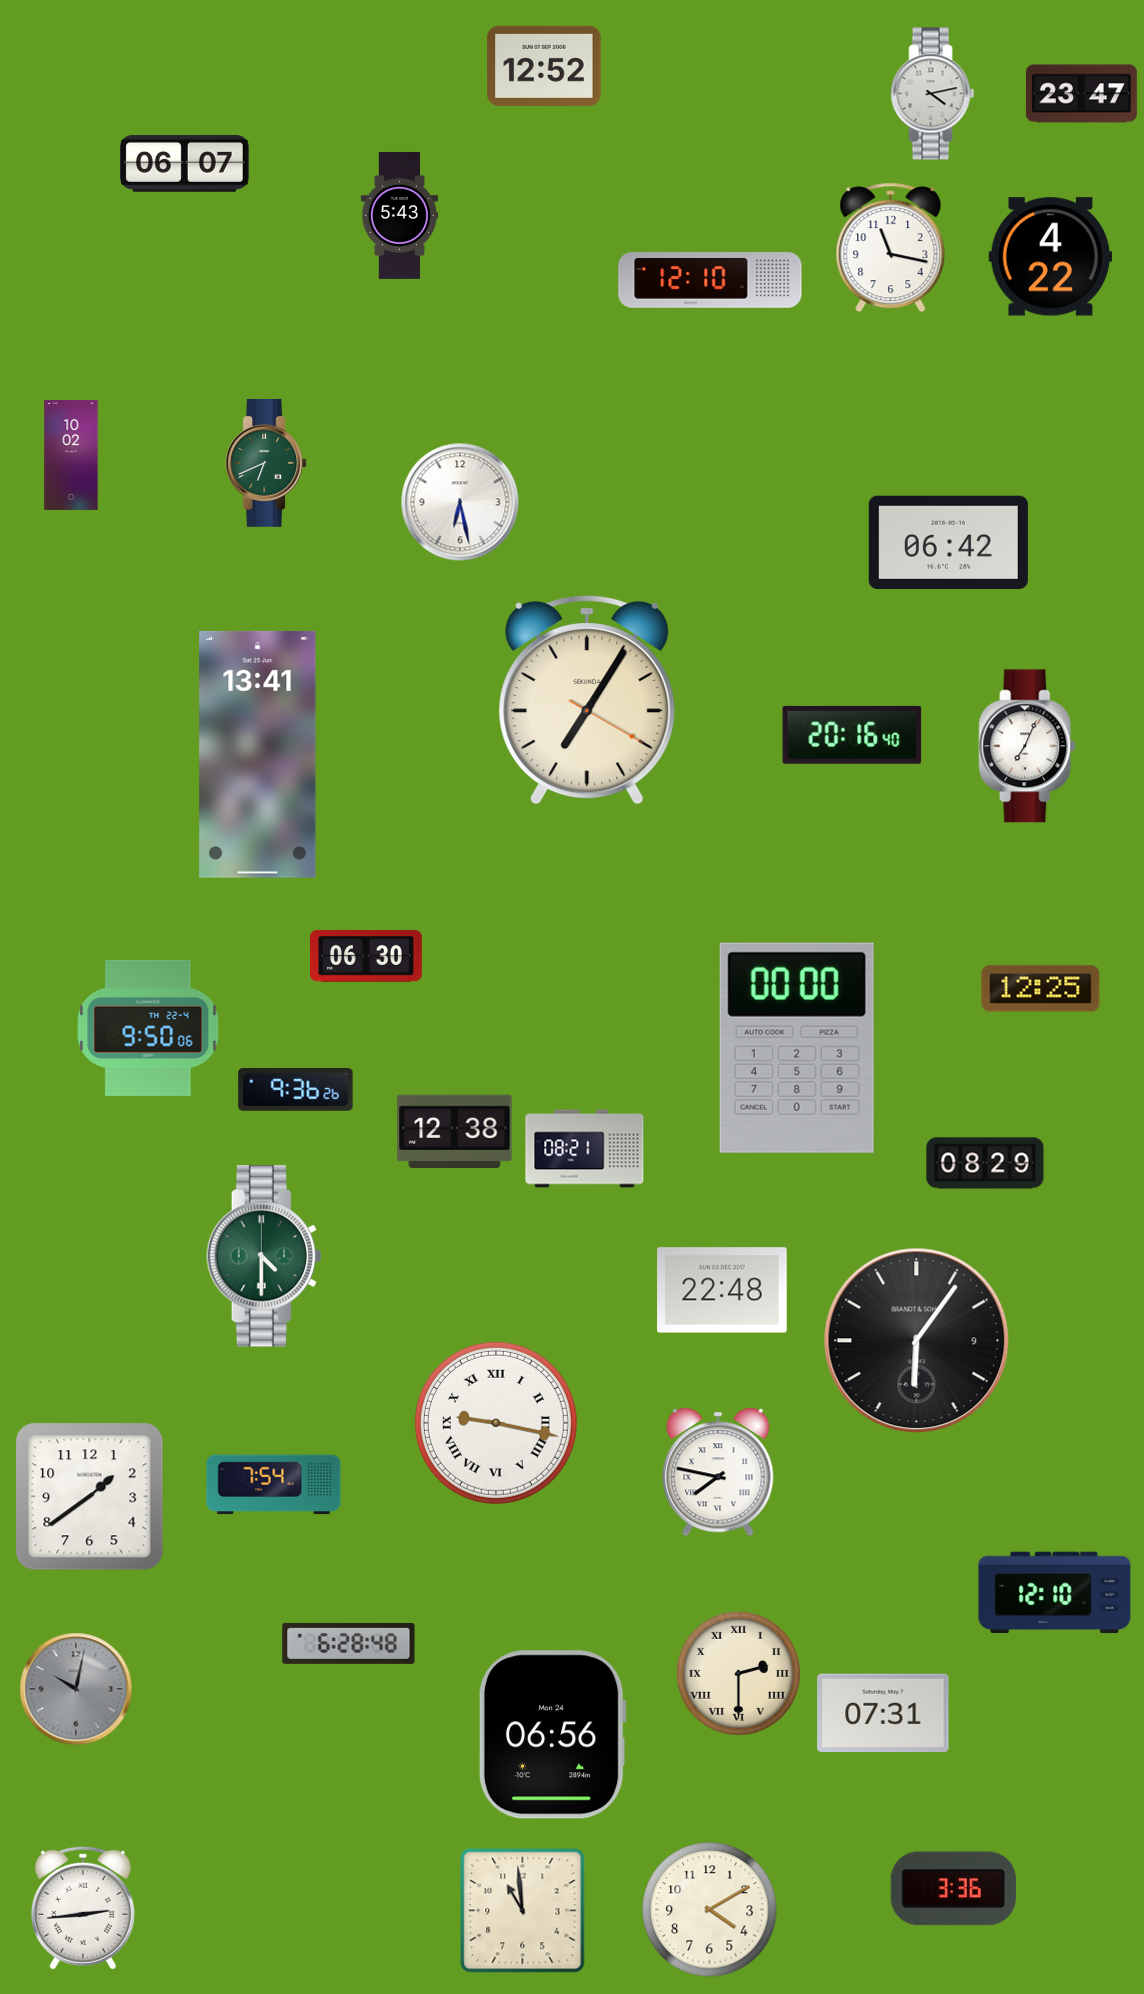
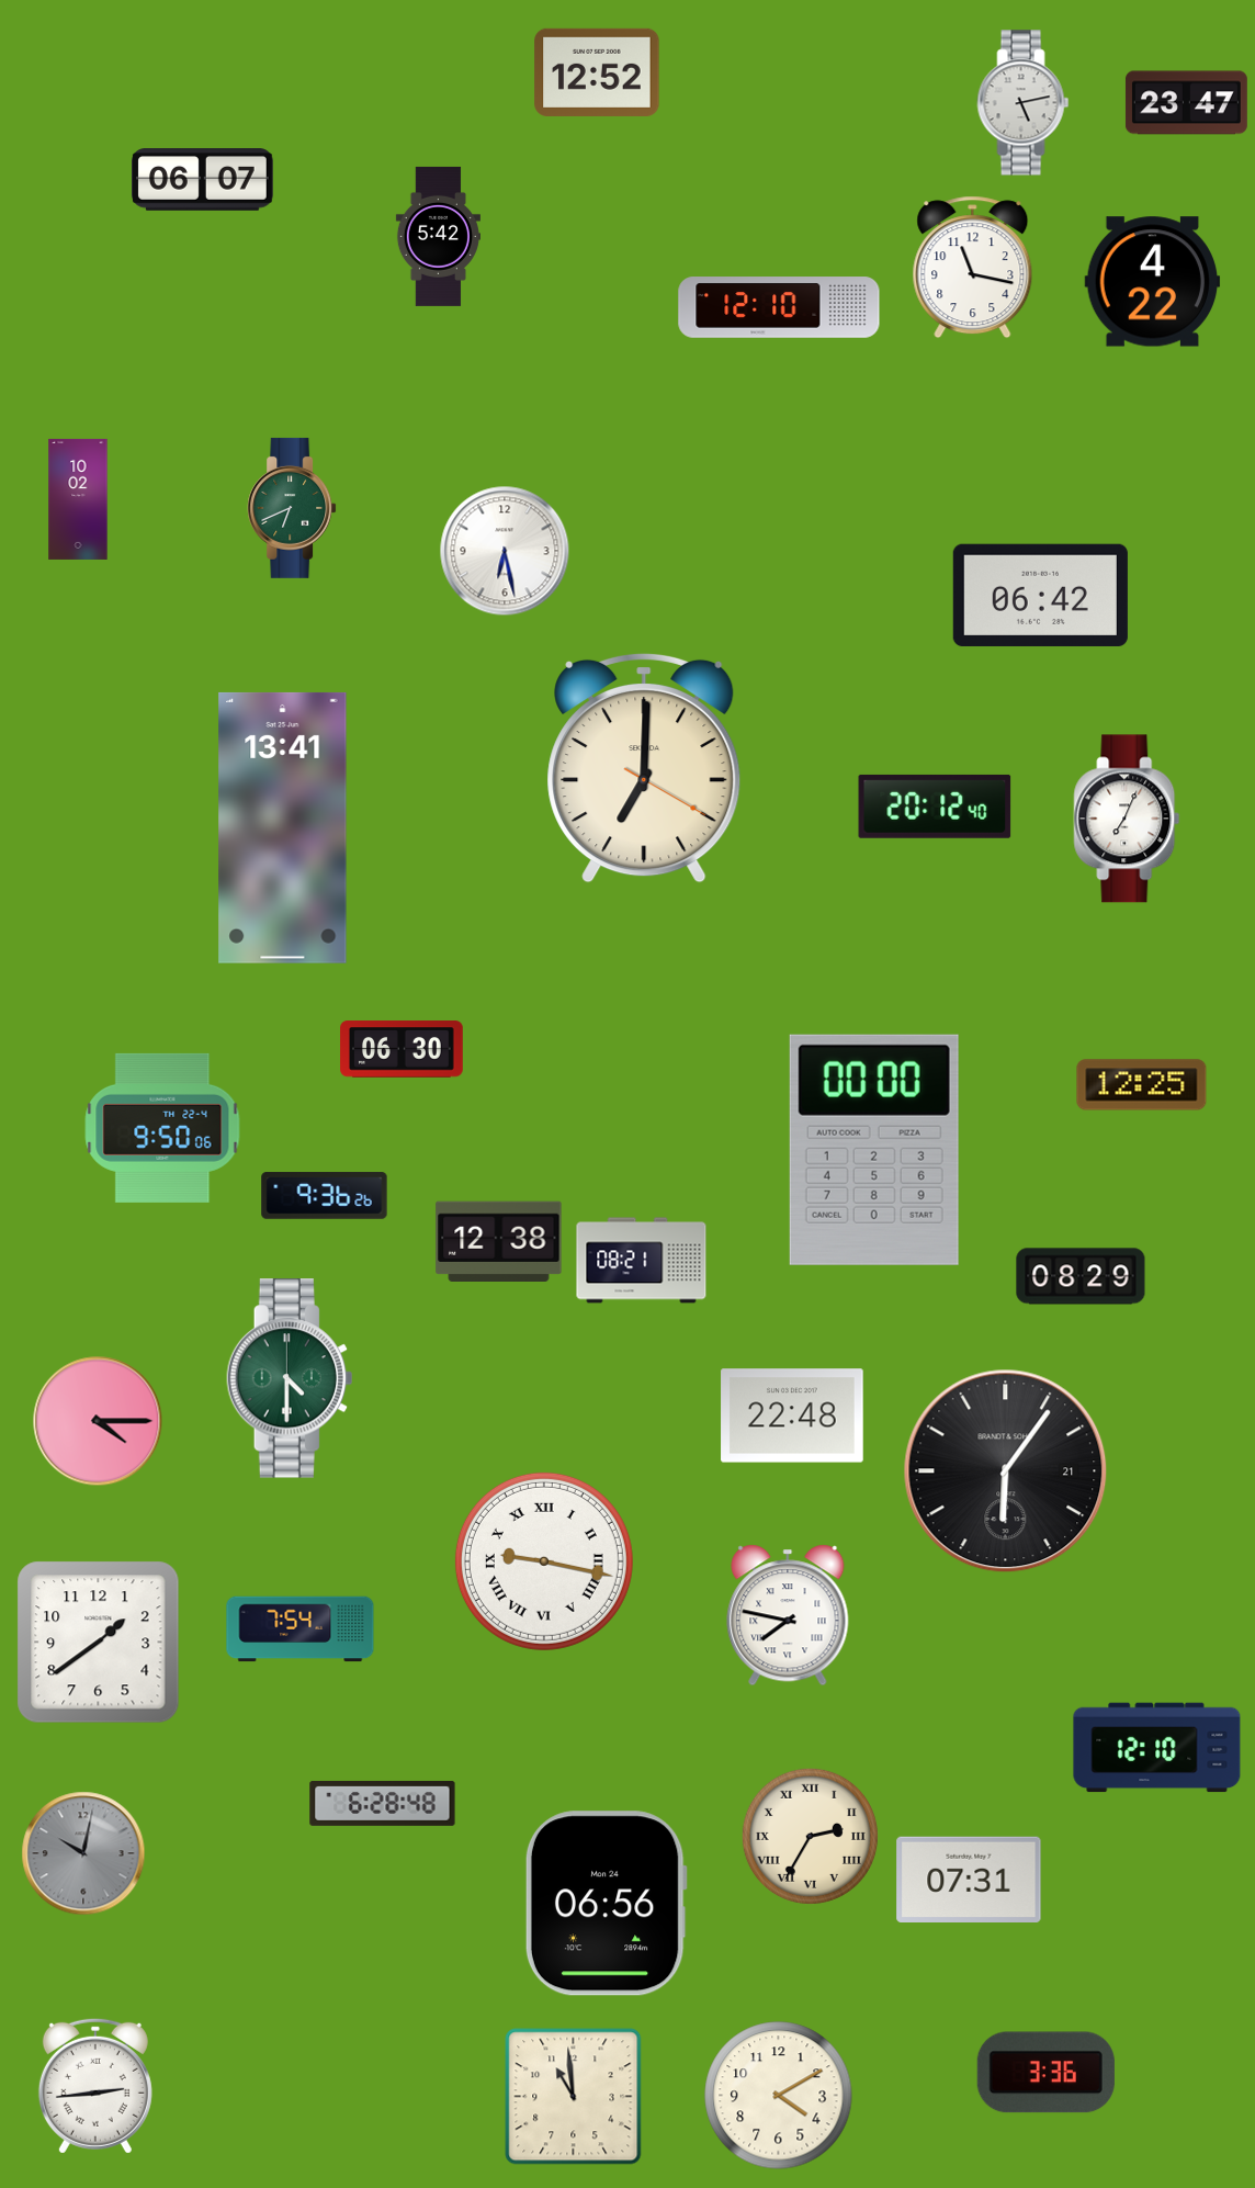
clock at (933, 94): 4:13 -> 5:13
clock at (399, 215): 5:43 -> 5:42
clock at (891, 248) position: (891, 248) -> (973, 268)
clock at (587, 700): 7:05 -> 7:00
clock at (852, 735): 20:16 -> 20:12
clock at (98, 1421): none -> 4:15
clock at (917, 1341) date: 9 -> 21
clock at (738, 1673): 2:30 -> 2:35
clock at (83, 1908) position: (83, 1908) -> (95, 2086)
